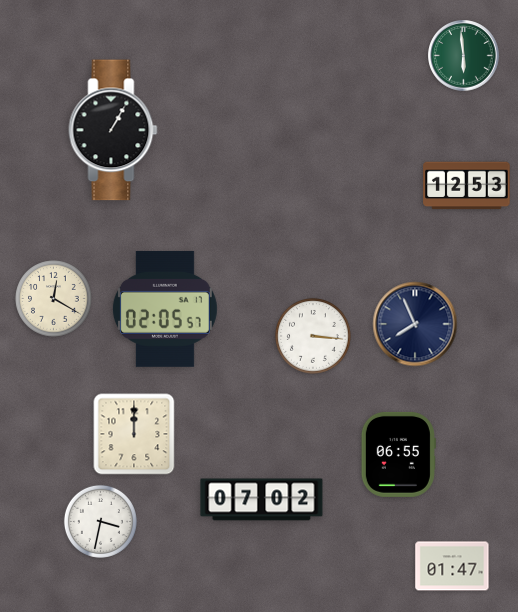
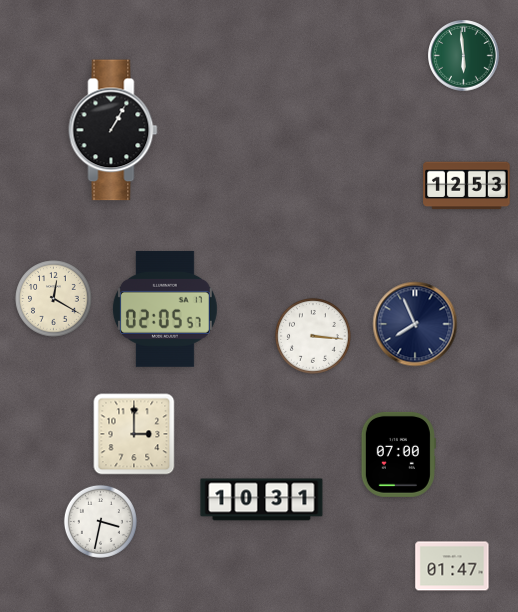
clock at (134, 434): 12:00 -> 3:00
clock at (398, 454): 06:55 -> 07:00
clock at (262, 500): 07:02 -> 10:31
